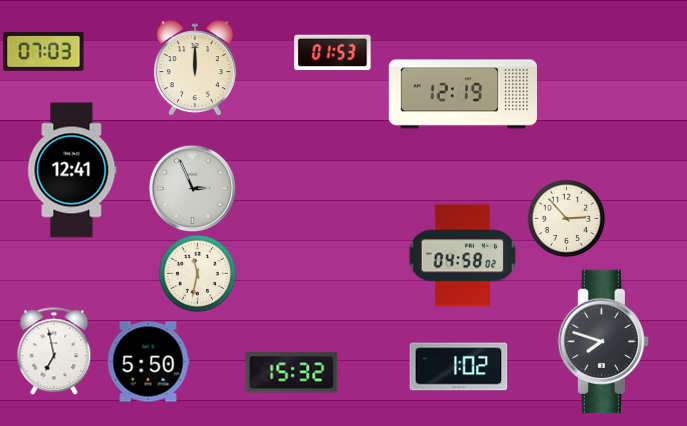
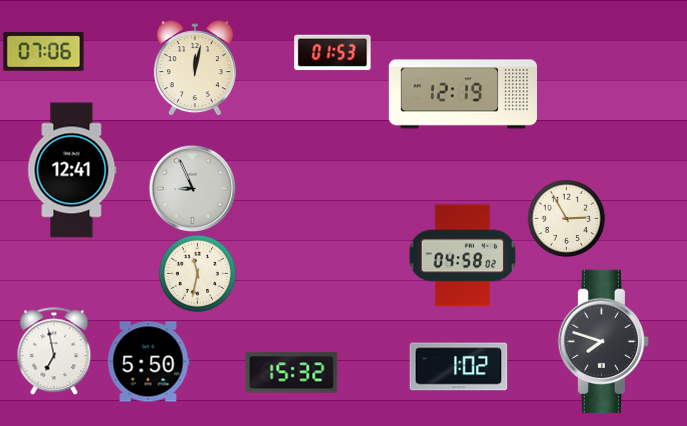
clock at (44, 52): 07:03 -> 07:06
clock at (195, 68): 12:00 -> 12:02
clock at (192, 188): 2:56 -> 8:56
clock at (566, 218): 2:53 -> 2:55
